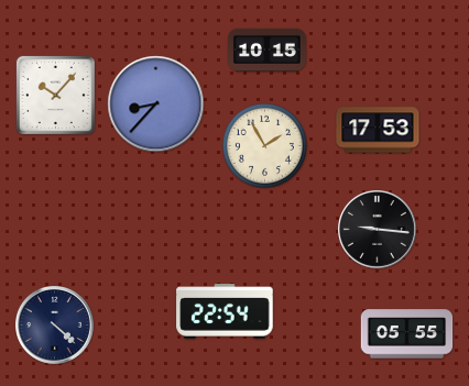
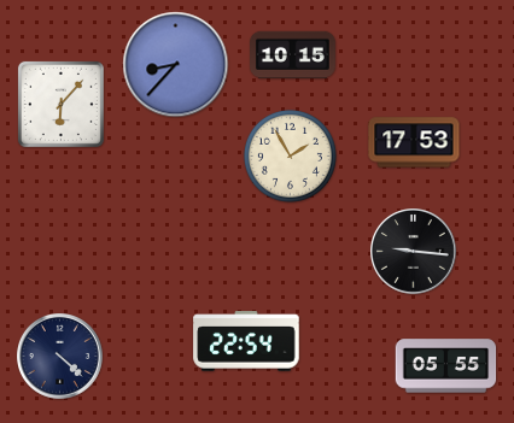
clock at (55, 95): 10:07 -> 6:07
clock at (156, 104) position: (156, 104) -> (176, 65)
clock at (264, 145) position: (264, 145) -> (290, 155)
